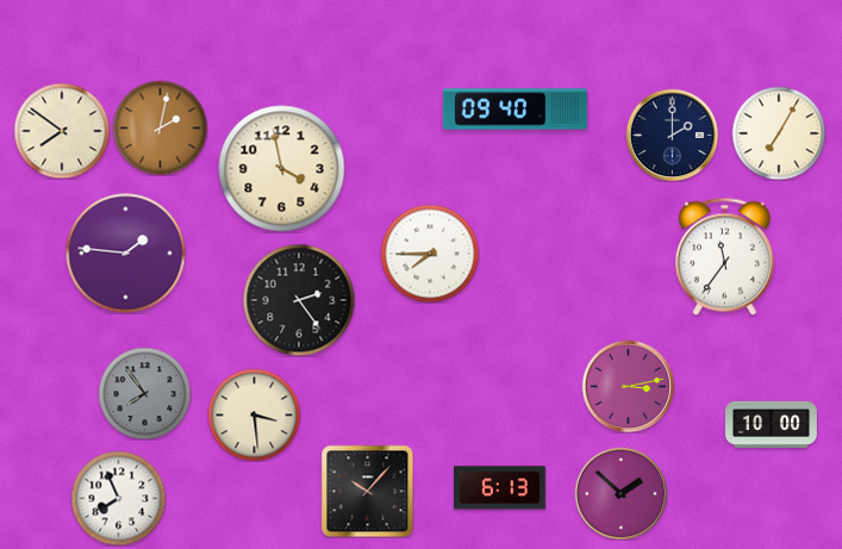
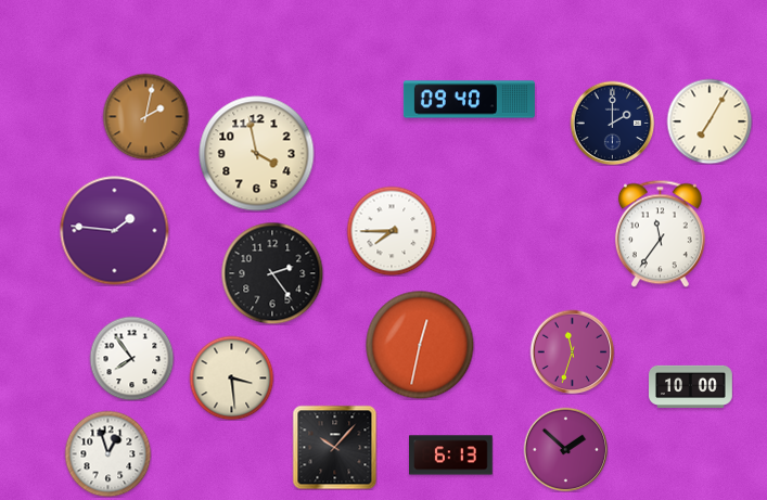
clock at (62, 131): 7:51 -> none
clock at (420, 345): none -> 12:32
clock at (628, 386): 3:13 -> 11:33
clock at (144, 393) dial: grey -> white
clock at (772, 424) position: (772, 424) -> (691, 386)
clock at (500, 488) position: (500, 488) -> (451, 456)
clock at (118, 498): 7:56 -> 12:57
